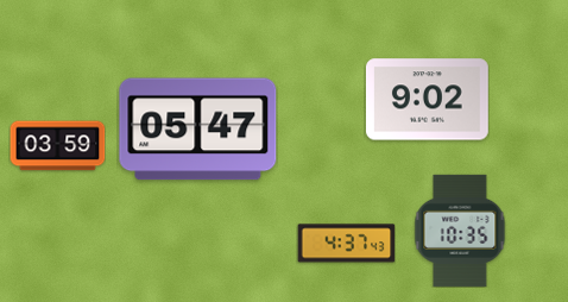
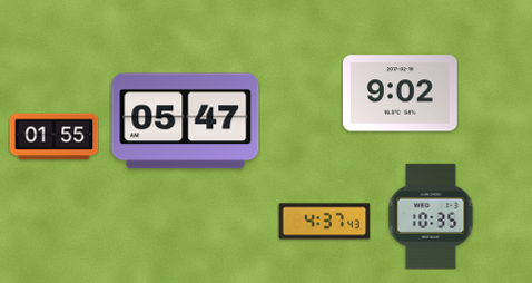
clock at (57, 146): 03:59 -> 01:55
clock at (346, 244) position: (346, 244) -> (324, 222)
